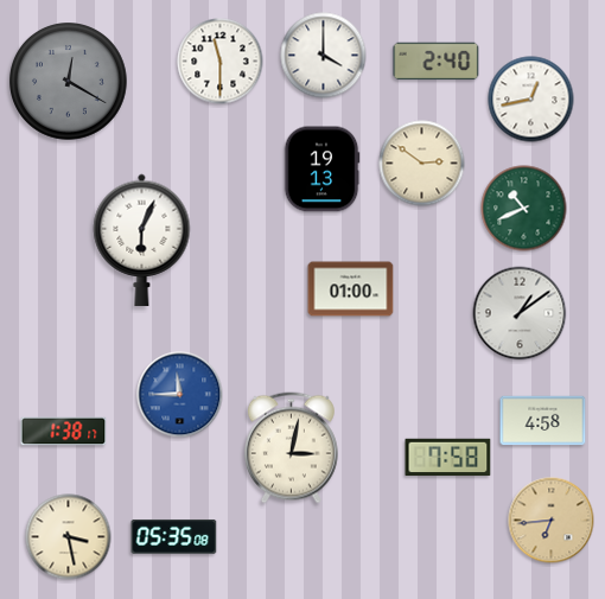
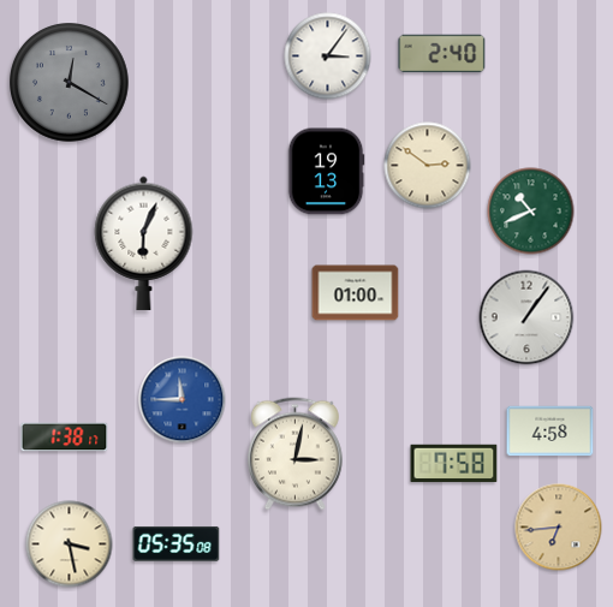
clock at (324, 56): 4:00 -> 3:06
clock at (221, 62): 11:30 -> none
clock at (437, 62) position: (437, 62) -> (442, 54)
clock at (531, 100): 12:43 -> none
clock at (520, 313): 1:09 -> 1:06
clock at (543, 421) position: (543, 421) -> (550, 432)
